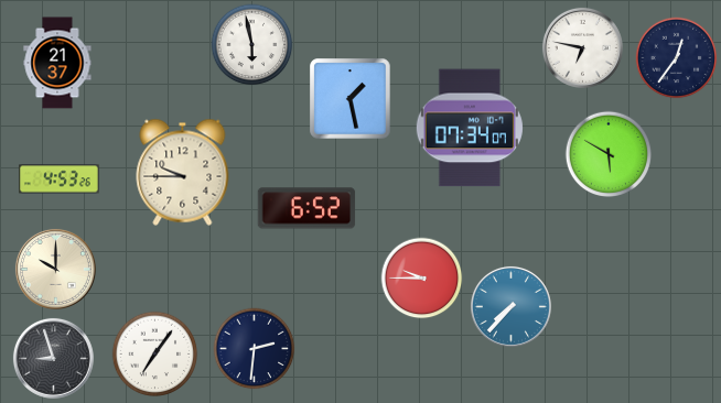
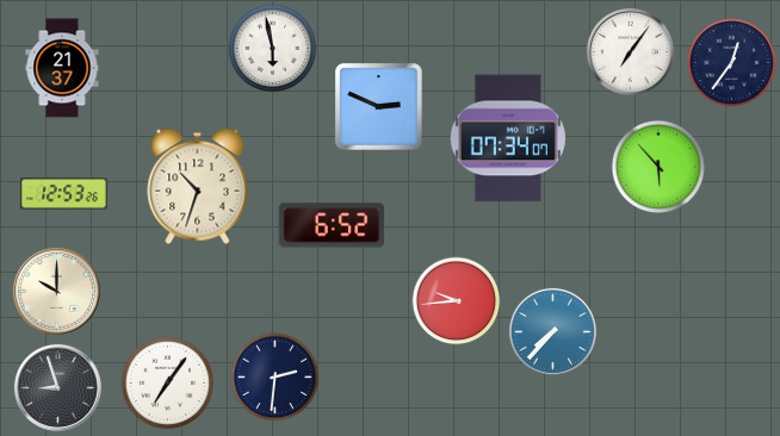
clock at (582, 47): 6:47 -> 7:06
clock at (351, 99): 1:28 -> 2:49
clock at (607, 153): 5:50 -> 5:53
clock at (183, 172): 9:45 -> 10:33
clock at (60, 179): 4:53 -> 12:53
clock at (55, 269) position: (55, 269) -> (56, 291)
clock at (422, 279): 9:45 -> 9:44
